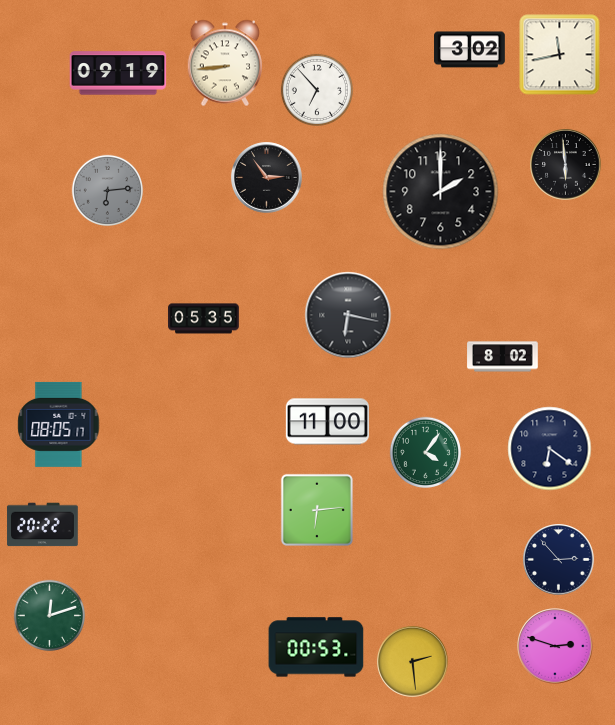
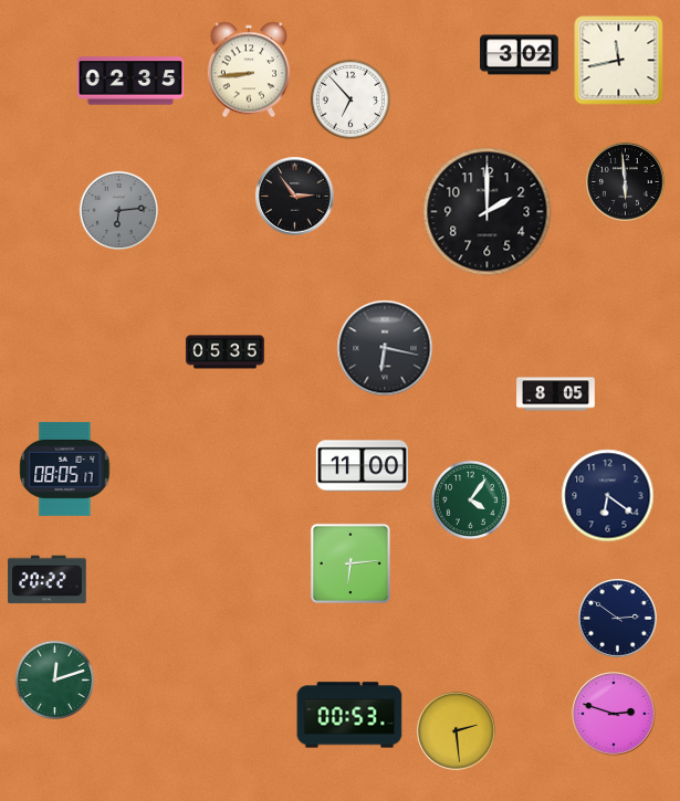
clock at (118, 73): 09:19 -> 02:35
clock at (503, 357): 8:02 -> 8:05
clock at (559, 560): 2:53 -> 2:51
